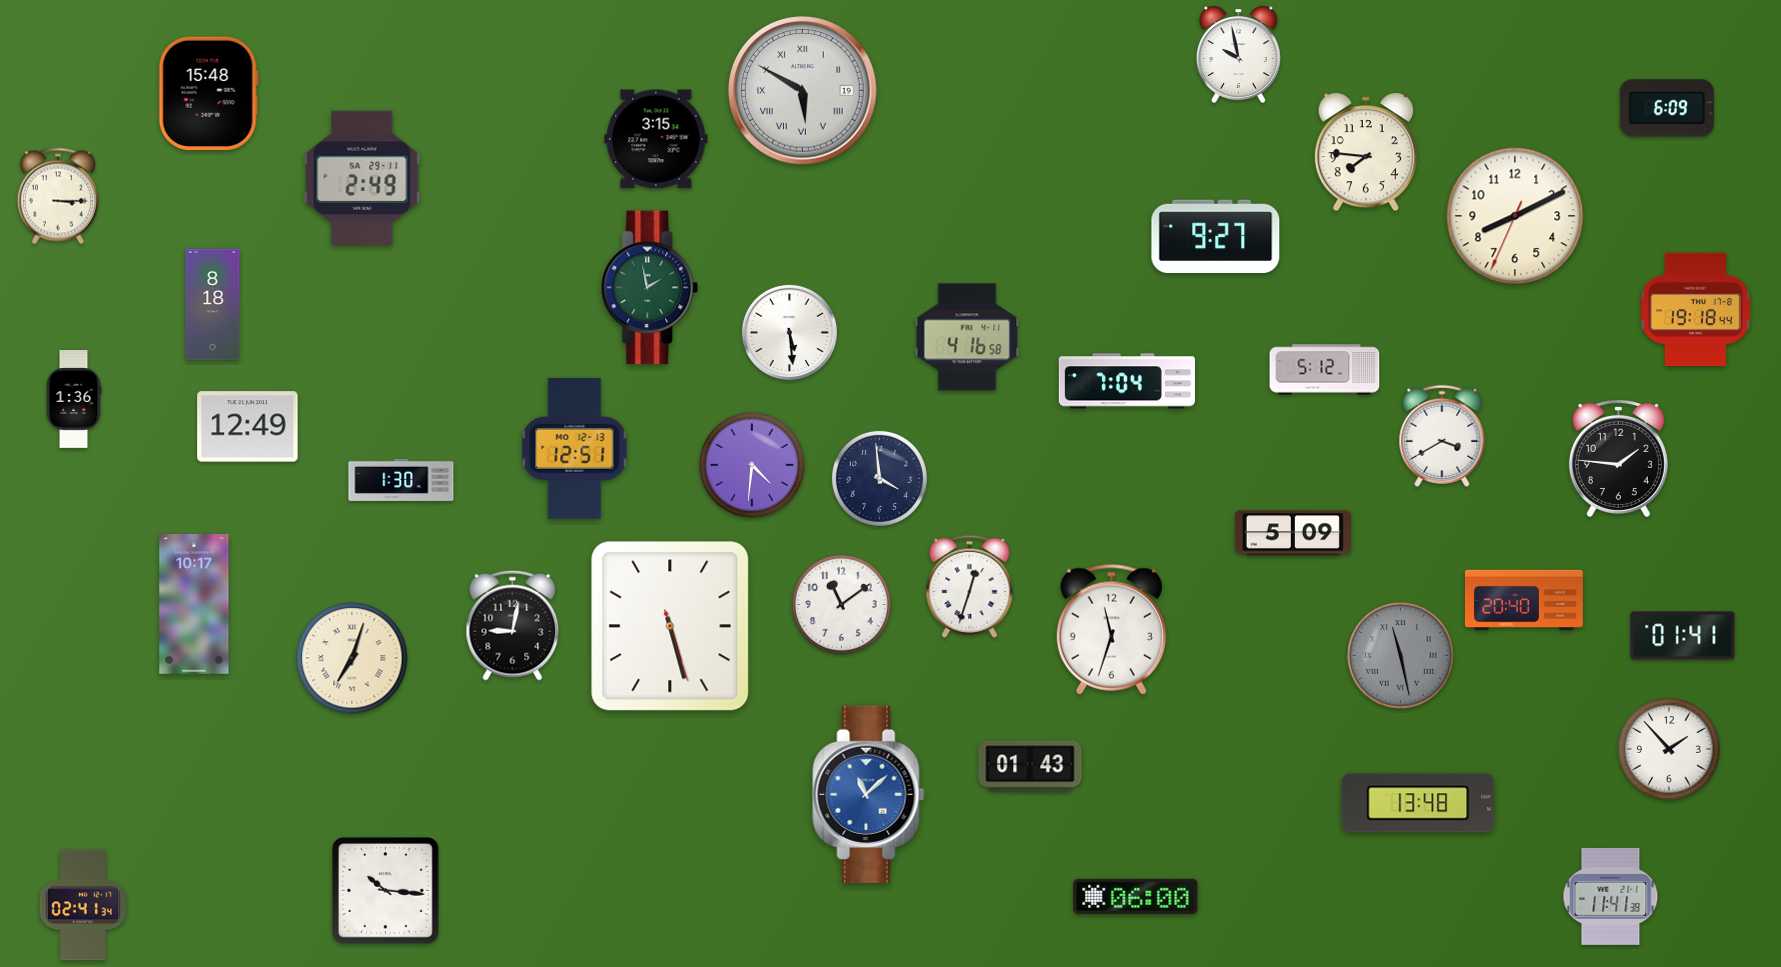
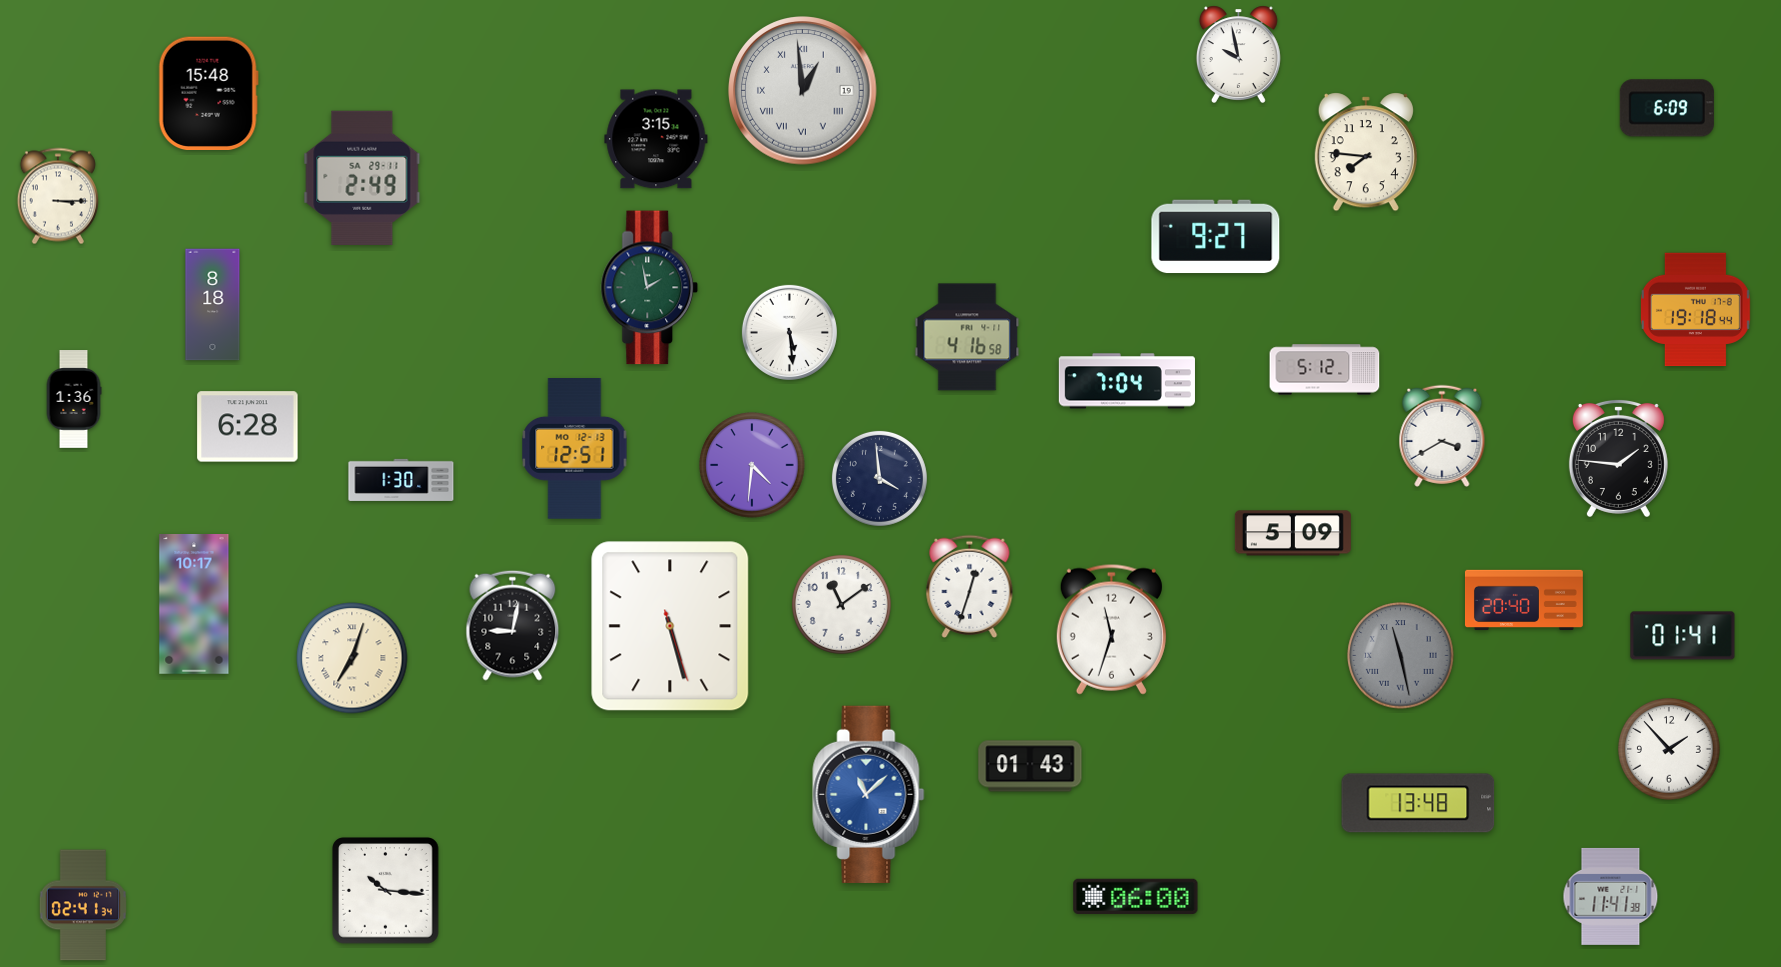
clock at (803, 91): 5:50 -> 12:59
clock at (1515, 216): 8:10 -> none
clock at (248, 427): 12:49 -> 6:28
